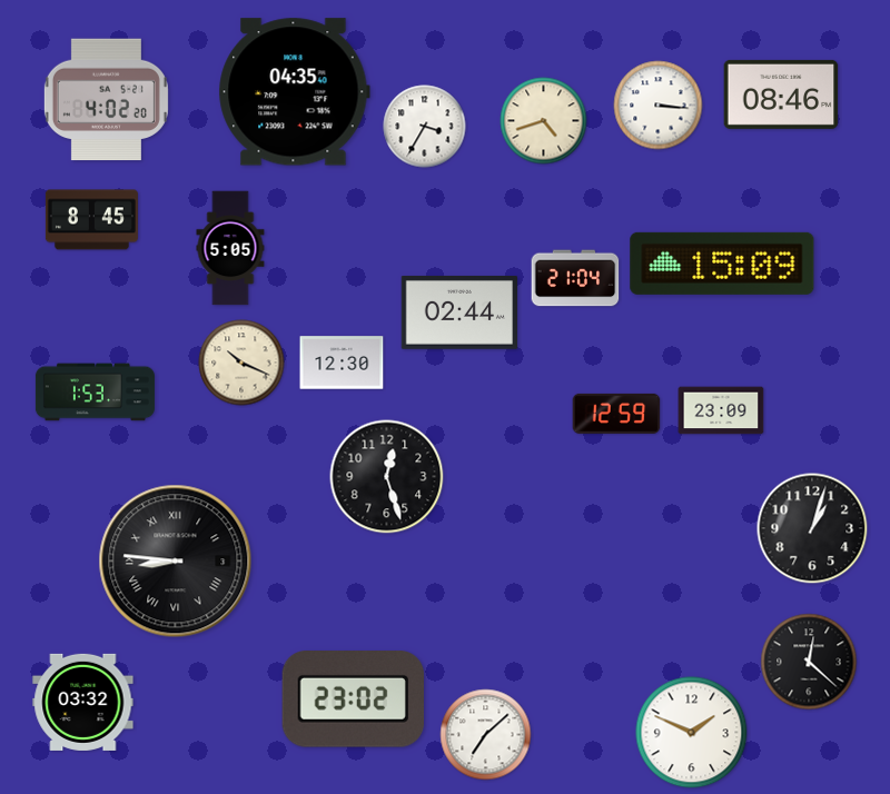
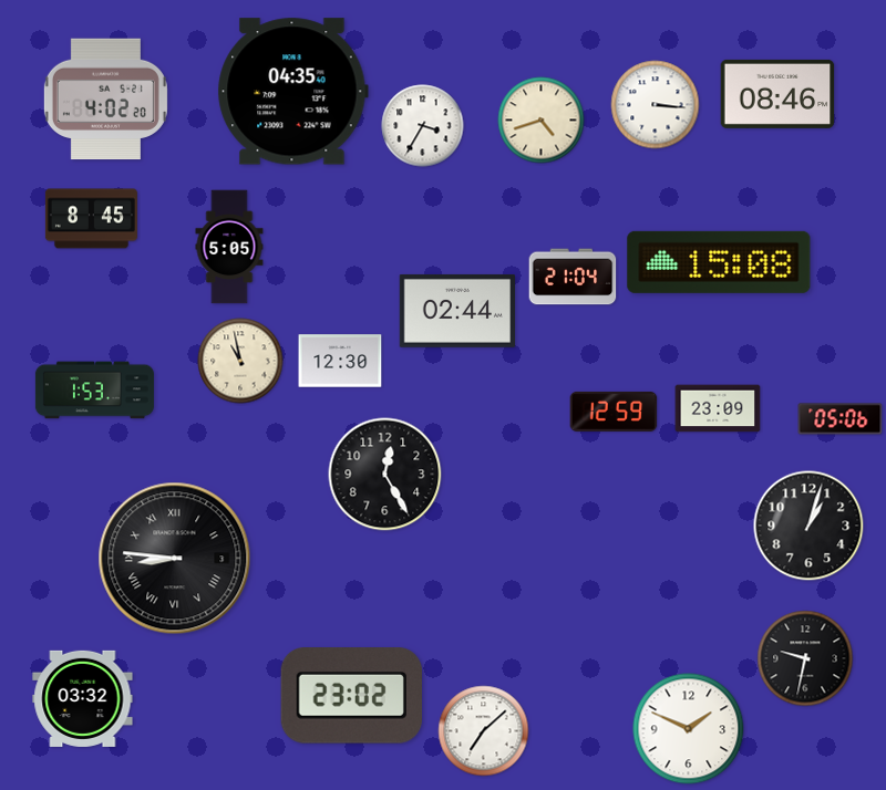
clock at (722, 264): 15:09 -> 15:08
clock at (241, 363): 10:19 -> 10:58
clock at (841, 419): none -> 05:06
clock at (387, 477): 12:27 -> 12:25
clock at (809, 662): 12:22 -> 9:32
